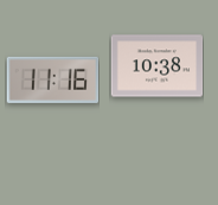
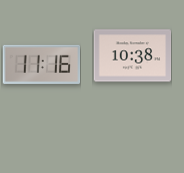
clock at (52, 79) position: (52, 79) -> (41, 64)
